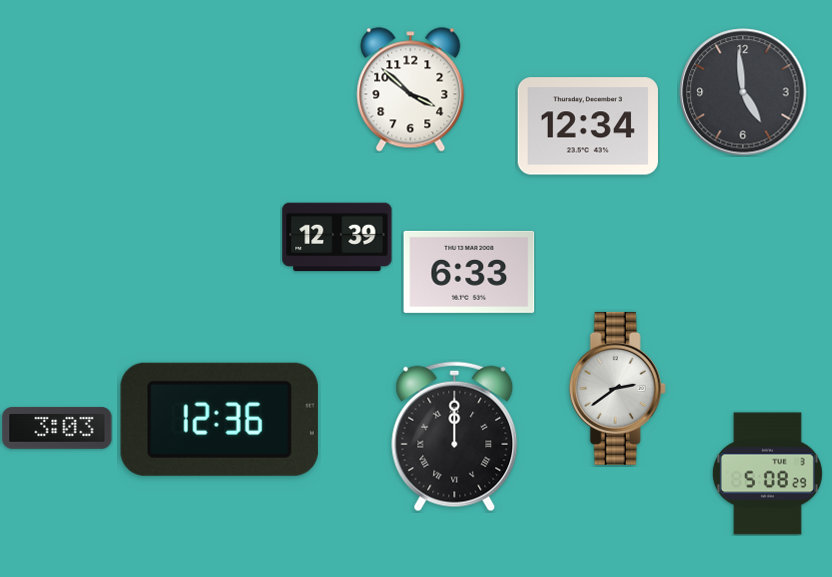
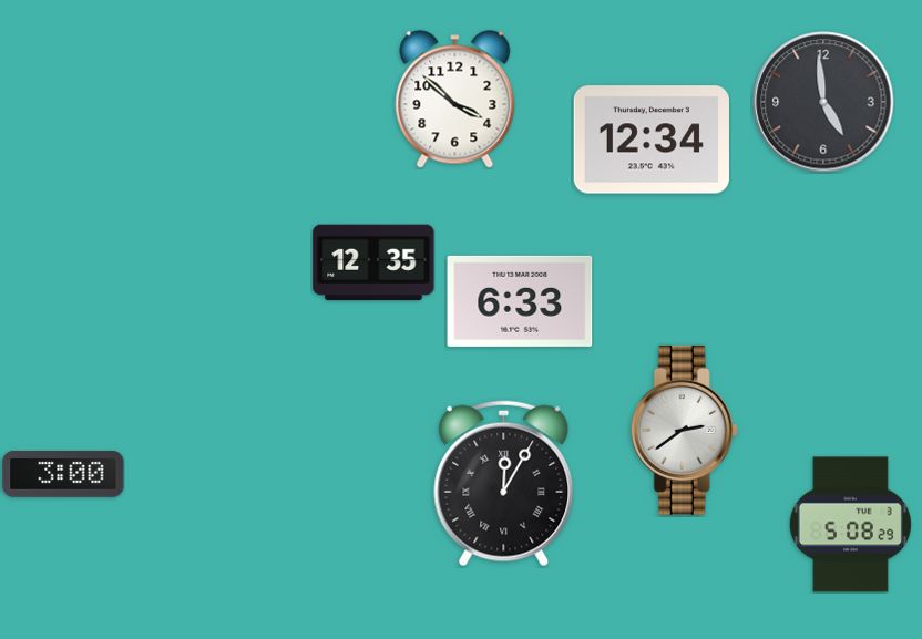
clock at (337, 237): 12:39 -> 12:35
clock at (219, 419): 12:36 -> none
clock at (57, 428): 3:03 -> 3:00
clock at (455, 437): 12:00 -> 12:05
